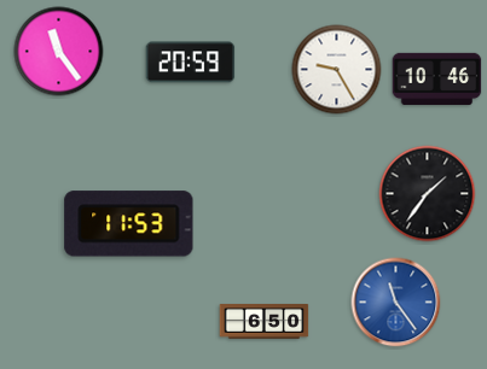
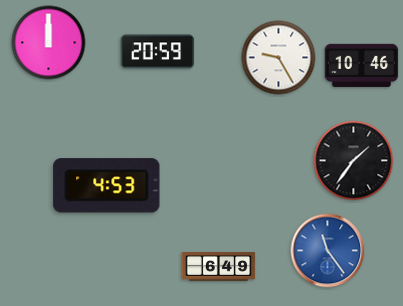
clock at (59, 52): 11:24 -> 12:00
clock at (129, 224): 11:53 -> 4:53
clock at (265, 322): 6:50 -> 6:49
